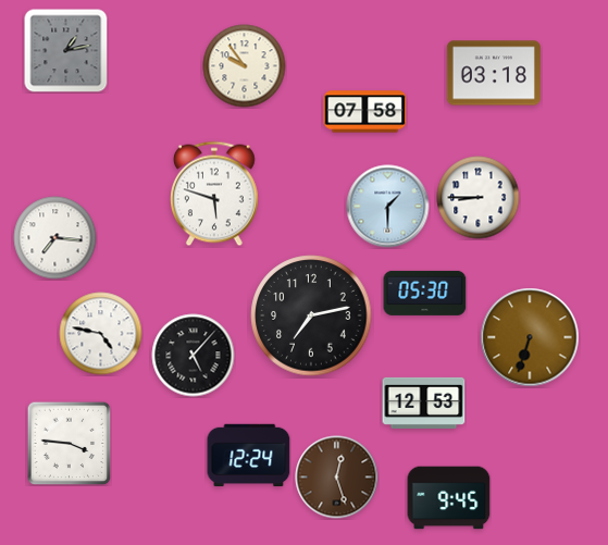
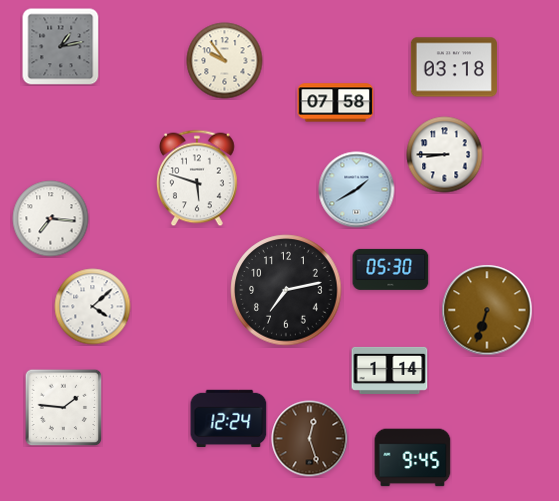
clock at (479, 198) position: (479, 198) -> (445, 155)
clock at (388, 207): 1:30 -> 1:40
clock at (101, 334): 4:47 -> 4:08
clock at (194, 356): 5:07 -> none
clock at (424, 402): 12:53 -> 1:14
clock at (69, 443): 3:46 -> 1:46
